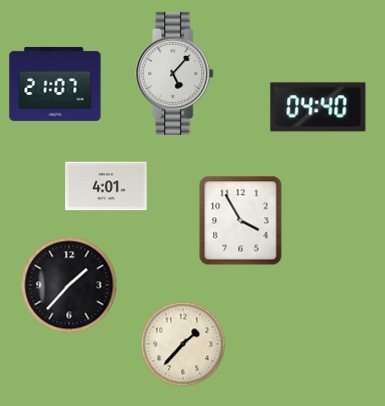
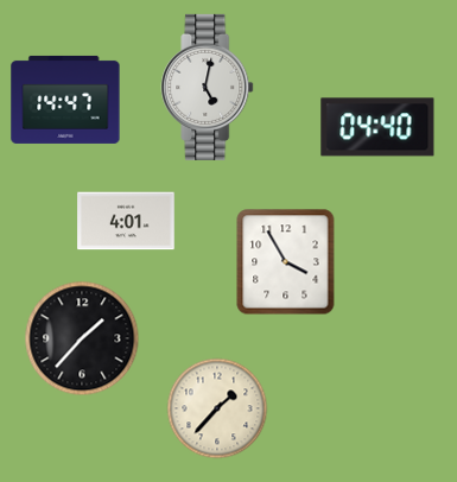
clock at (175, 73): 5:07 -> 5:02
clock at (55, 84): 21:07 -> 14:47
